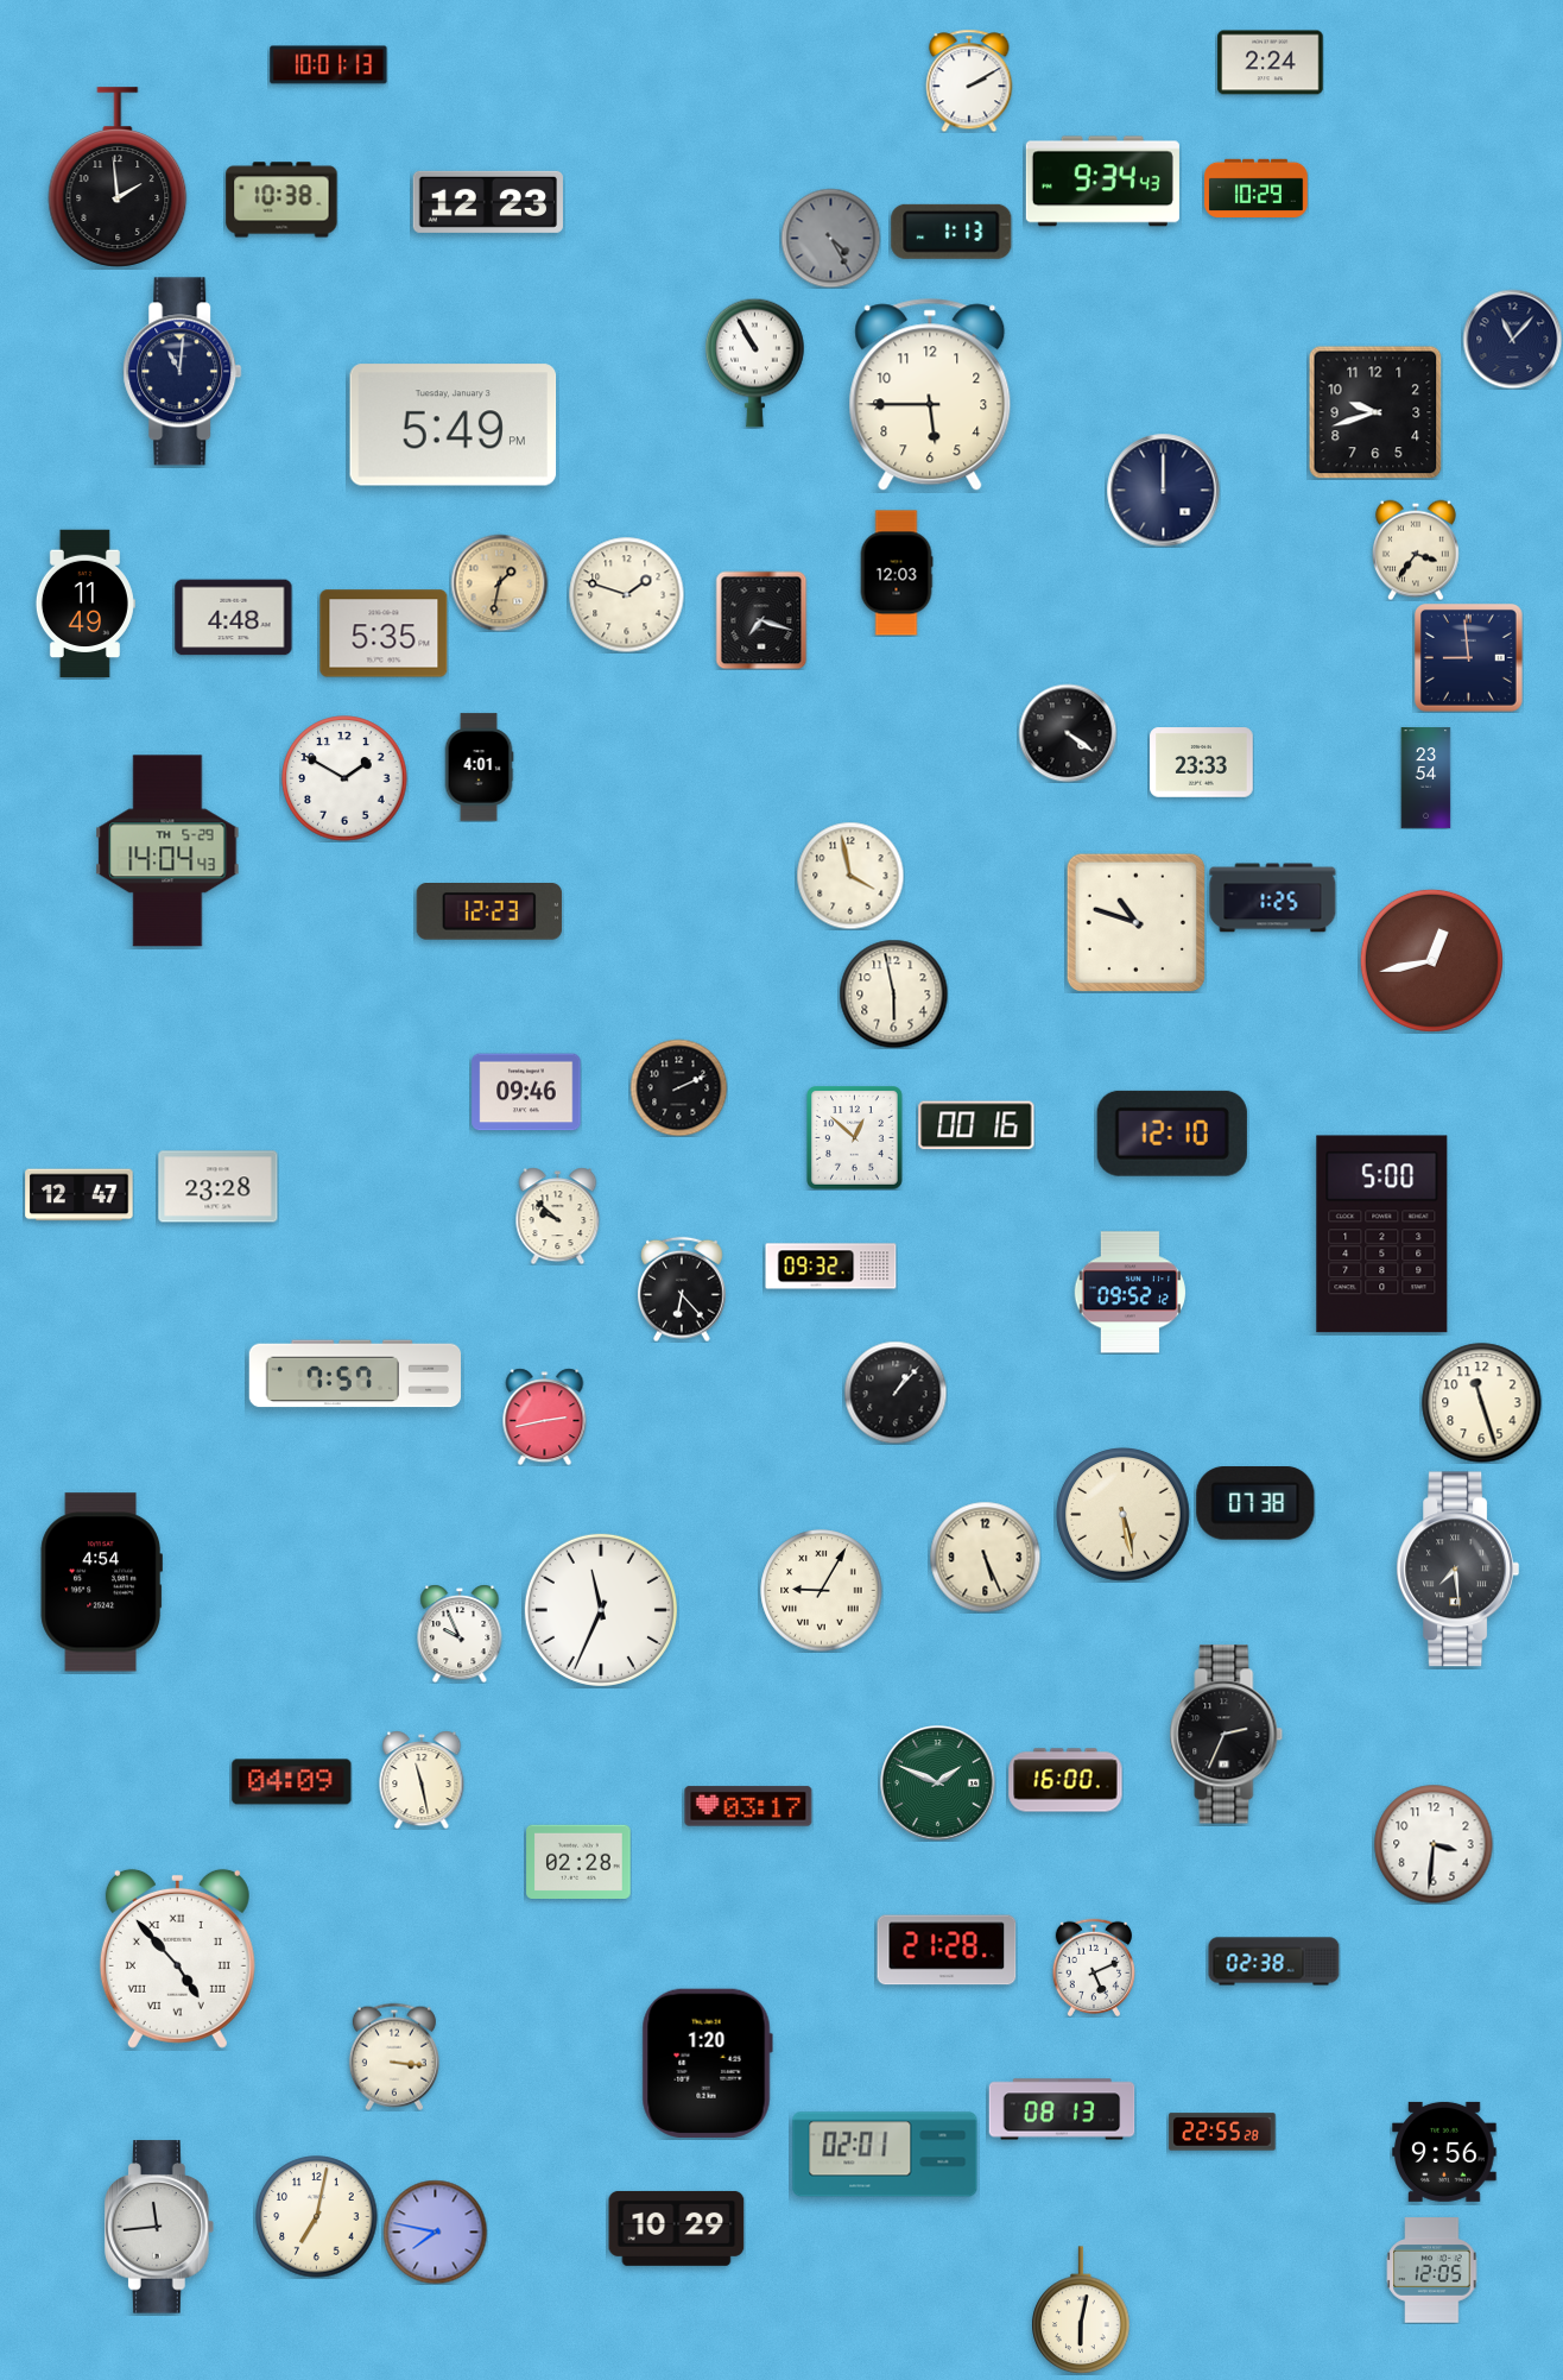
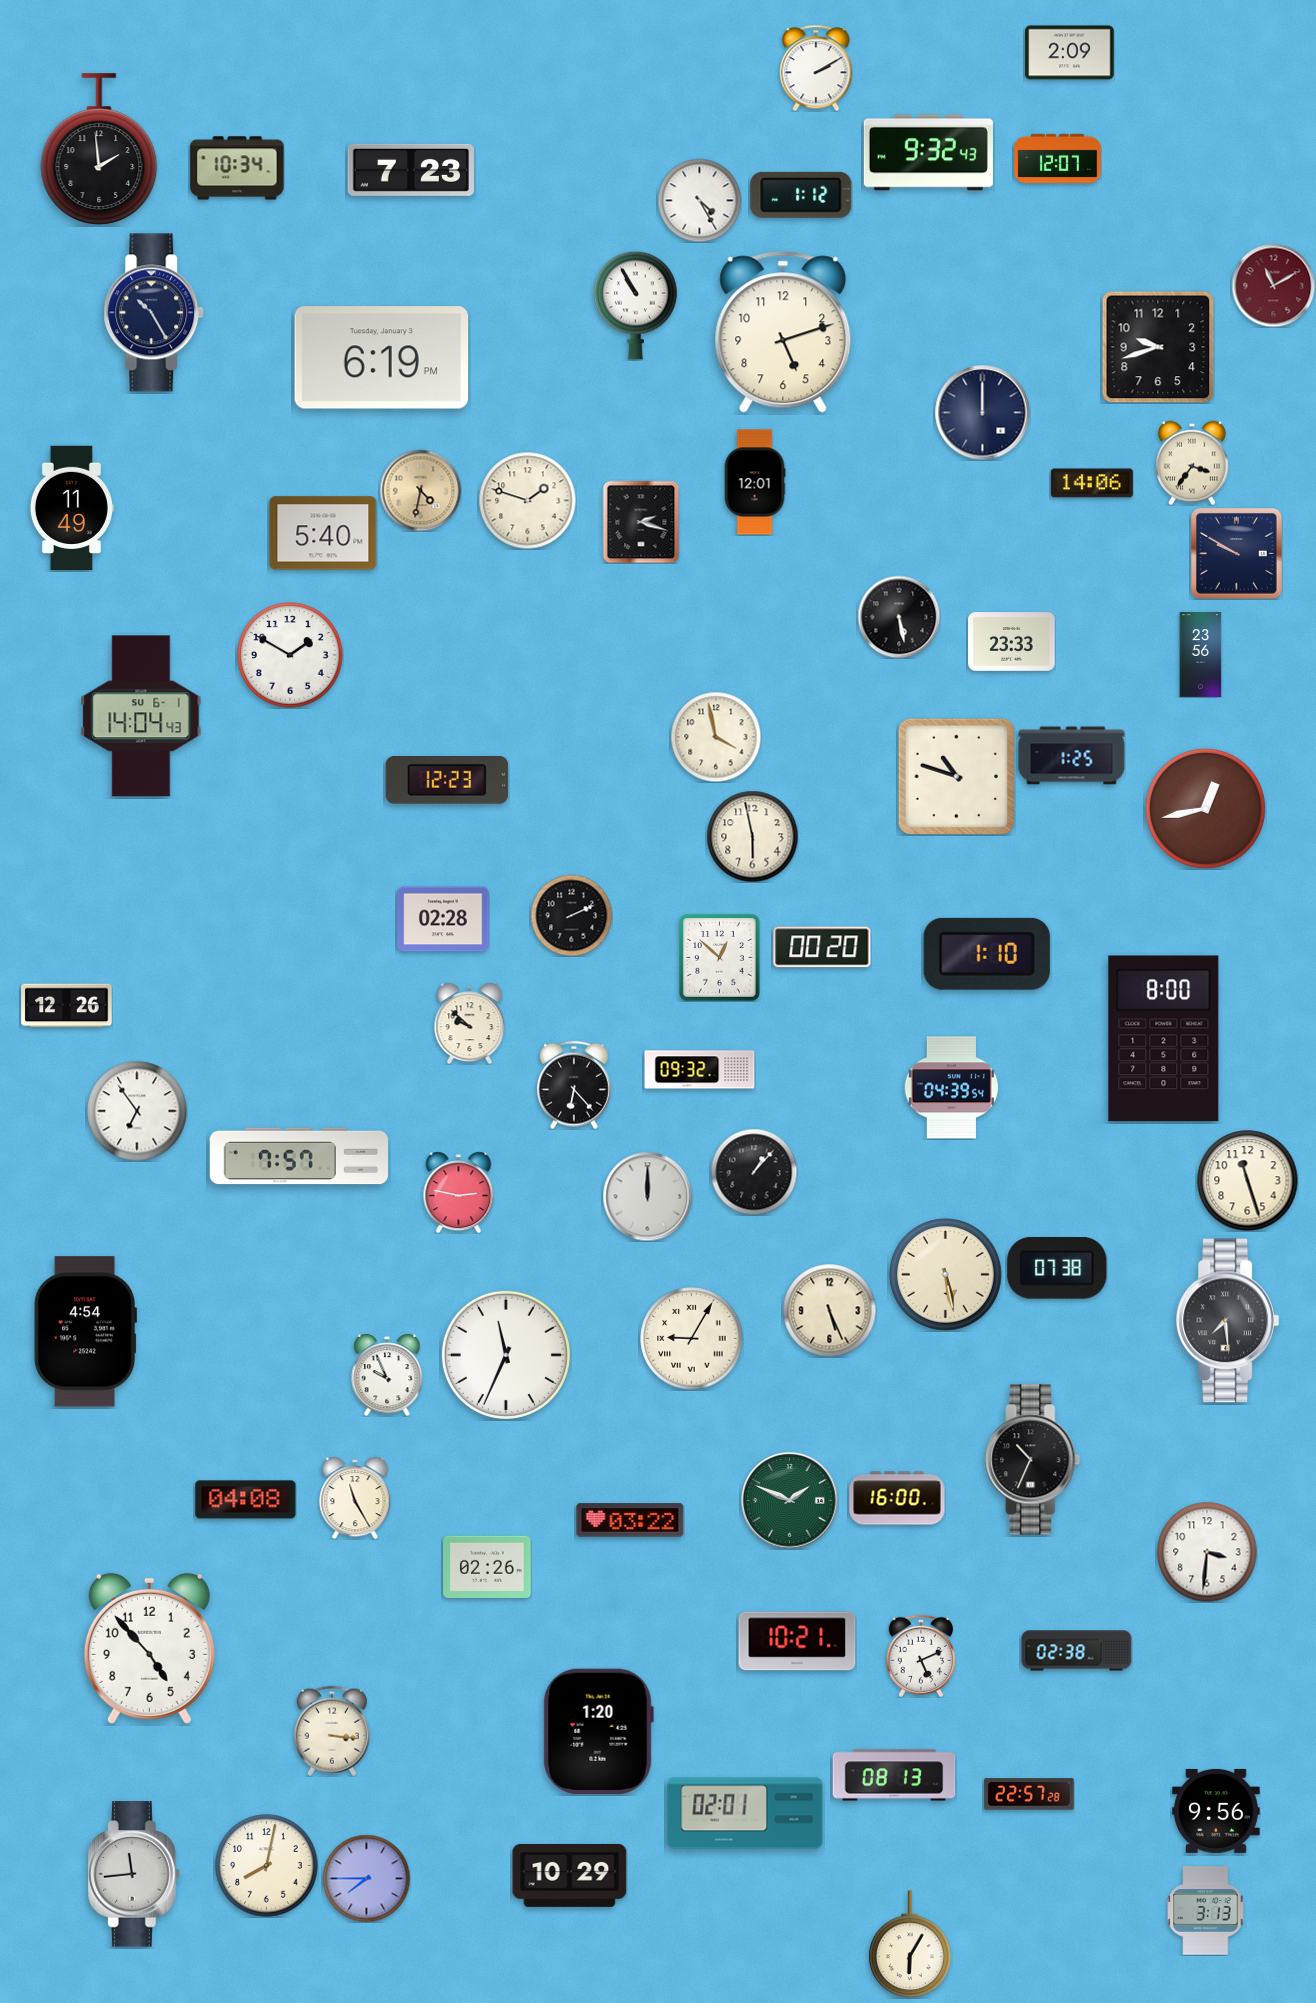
clock at (1271, 63): 2:24 -> 2:09
clock at (329, 65): 10:01 -> none
clock at (1102, 182): 9:34 -> 9:32
clock at (1257, 188): 10:29 -> 12:07
clock at (281, 200): 10:38 -> 10:34
clock at (487, 202): 12:23 -> 7:23
clock at (951, 232): 1:13 -> 1:12
clock at (830, 238) dial: grey -> white
clock at (1512, 339): 11:07 -> 11:10
clock at (1512, 339) dial: navy -> burgundy
clock at (183, 372): 11:01 -> 10:25
clock at (930, 394): 5:45 -> 5:12
clock at (454, 425): 5:49 -> 6:19
clock at (1163, 490) position: (1163, 490) -> (982, 412)
clock at (897, 573): 12:03 -> 12:01
clock at (1092, 483): none -> 14:06
clock at (499, 582): 1:32 -> 4:32
clock at (234, 618): 4:48 -> none
clock at (761, 620): 7:18 -> 2:18
clock at (384, 633): 5:35 -> 5:40
clock at (1469, 658): 8:59 -> 9:50
clock at (1068, 733): 4:21 -> 5:28
clock at (479, 768): 4:01 -> none
clock at (1426, 778): 23:54 -> 23:56
clock at (167, 851) date: TH 5-29 -> SU 6-1
clock at (489, 913) position: (489, 913) -> (447, 781)
clock at (526, 1092): 09:46 -> 02:28
clock at (976, 1125): 00:16 -> 00:20
clock at (1172, 1134): 12:10 -> 1:10
clock at (219, 1187): 23:28 -> none
clock at (80, 1195): 12:47 -> 12:26
clock at (1382, 1235): 5:00 -> 8:00
clock at (831, 1267) position: (831, 1267) -> (700, 1070)
clock at (1129, 1293): 09:52 -> 04:39
clock at (137, 1111): none -> 6:54
clock at (545, 1416): 2:43 -> 2:47
clock at (647, 1196): none -> 12:00
clock at (1255, 1503) position: (1255, 1503) -> (1057, 1268)
clock at (1227, 1735): 2:34 -> 10:34
clock at (422, 1780): 11:28 -> 11:25
clock at (292, 1782): 04:09 -> 04:08
clock at (748, 1806): 03:17 -> 03:22
clock at (578, 1861): 02:28 -> 02:26
clock at (947, 1950): 21:28 -> 10:21
clock at (177, 1958) numerals: Roman -> Arabic
clock at (1274, 1962) position: (1274, 1962) -> (1077, 1651)
clock at (707, 2063) position: (707, 2063) -> (598, 1731)
clock at (1222, 2132): 22:55 -> 22:57
clock at (317, 2217): 7:02 -> 8:02
clock at (435, 2231): 7:47 -> 7:45
clock at (1432, 2271): 12:05 -> 3:13
clock at (1081, 2310): 6:02 -> 6:05
